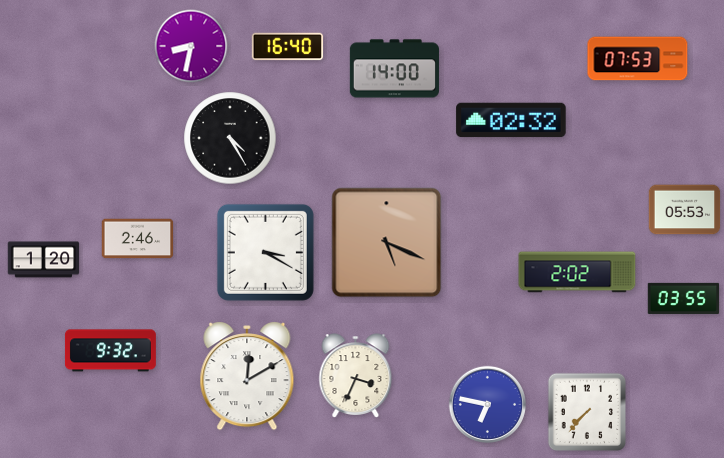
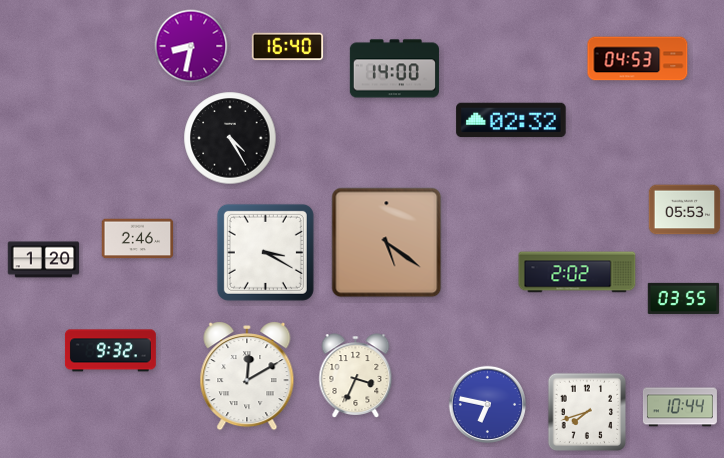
clock at (638, 59): 07:53 -> 04:53
clock at (387, 243): 5:19 -> 5:21
clock at (680, 407): none -> 10:44
clock at (587, 412): 7:37 -> 7:42
